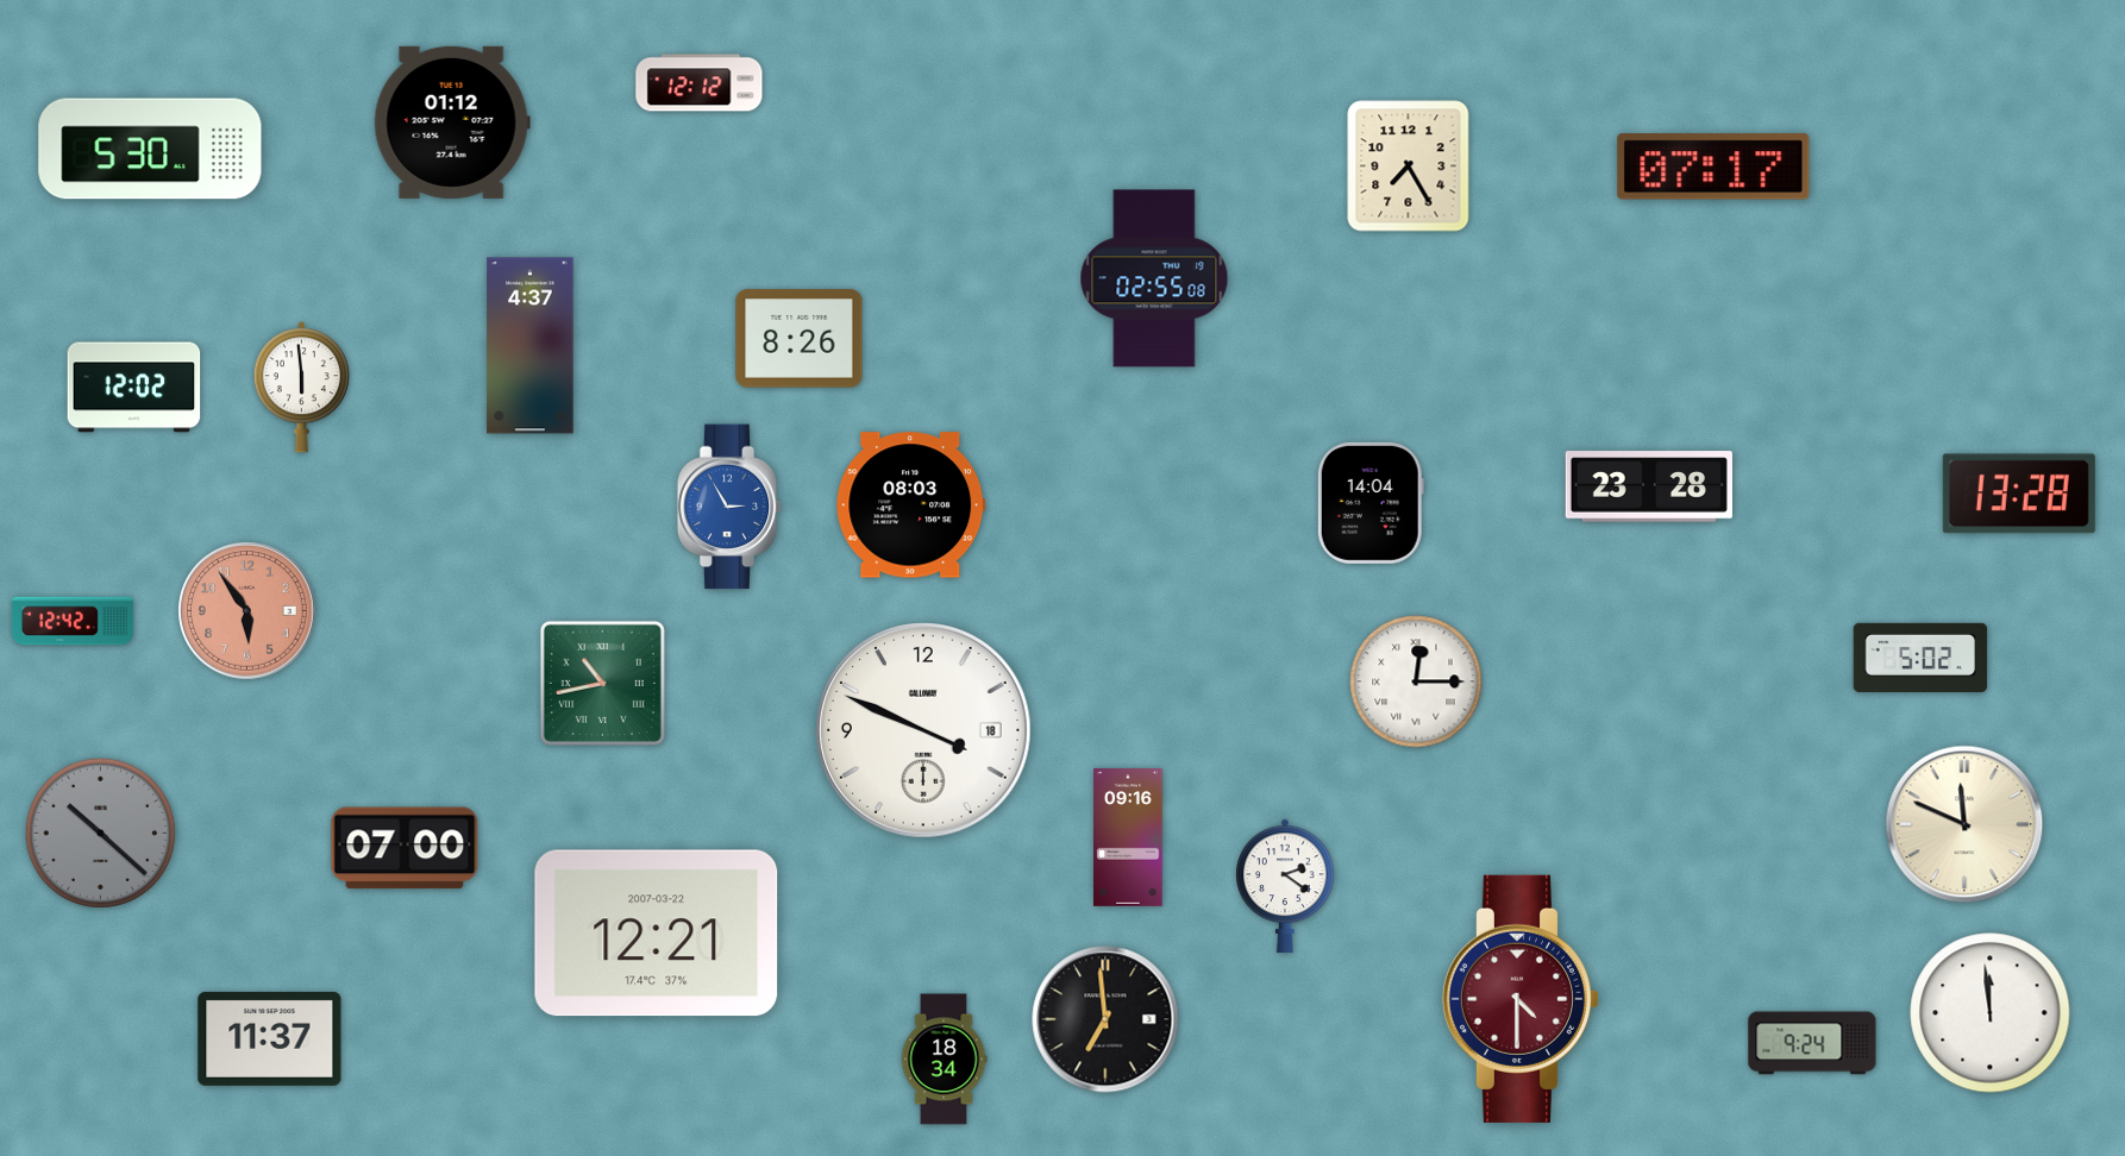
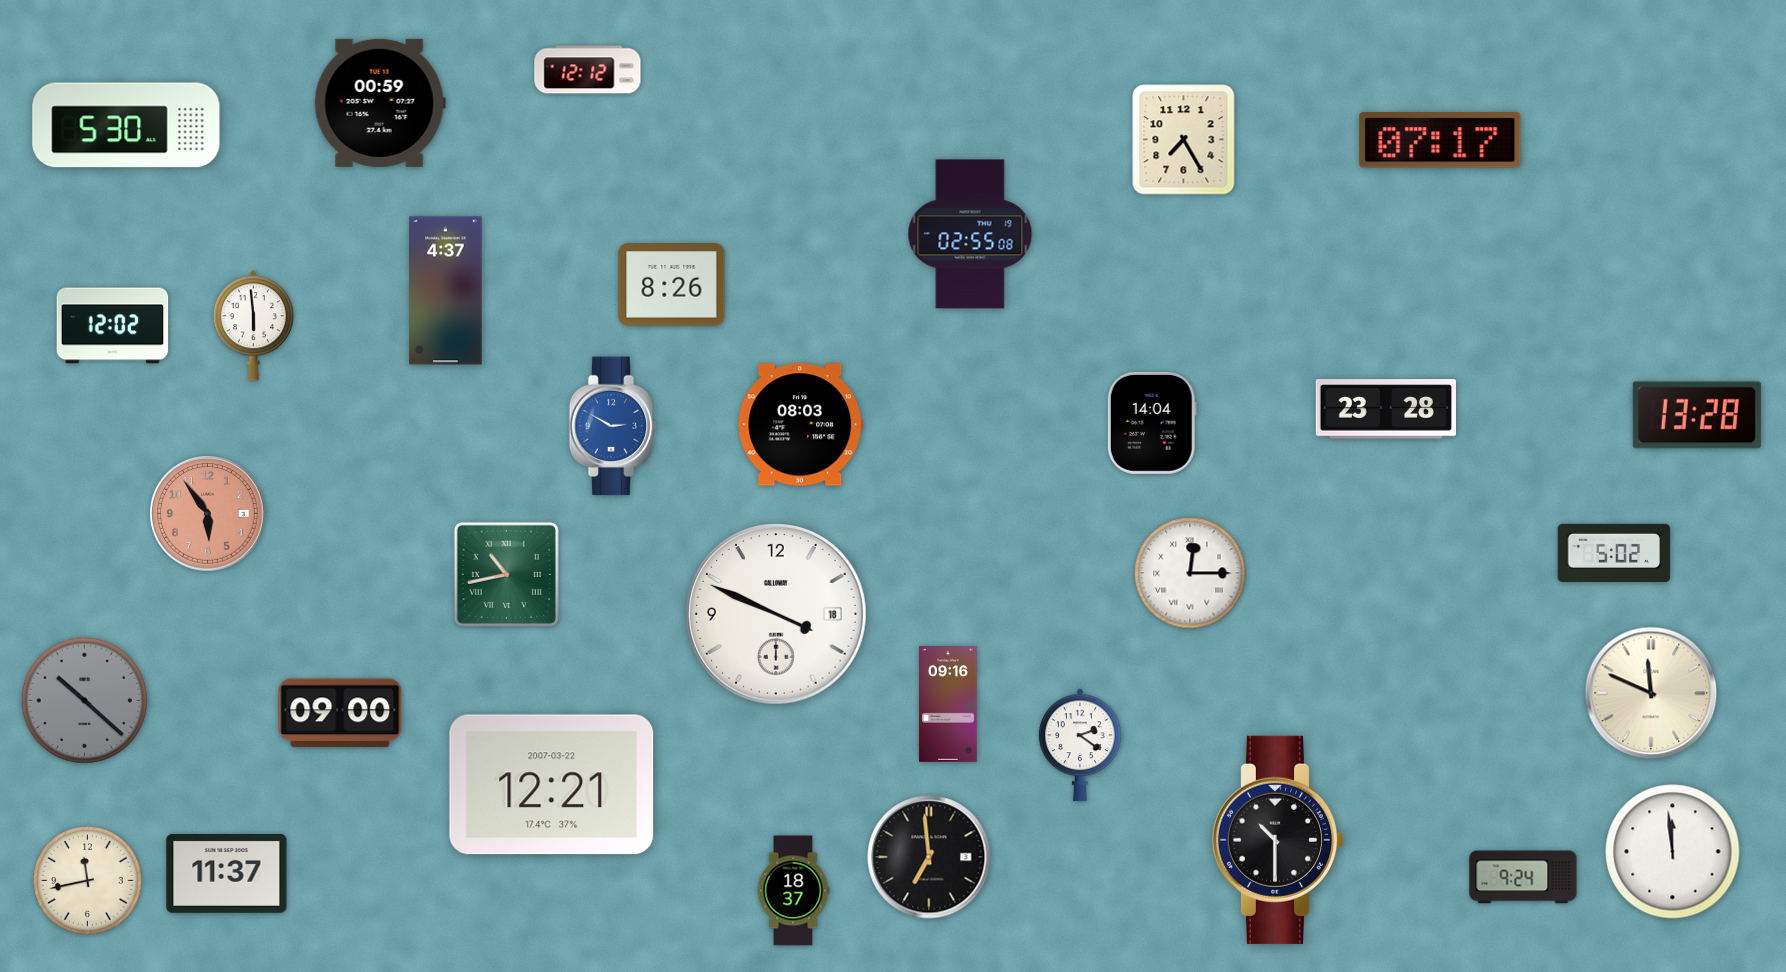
clock at (452, 122): 01:12 -> 00:59
clock at (911, 505) position: (911, 505) -> (801, 425)
clock at (729, 507): 2:55 -> 2:50
clock at (73, 621): 12:42 -> none
clock at (405, 848): 07:00 -> 09:00
clock at (1519, 999): 4:30 -> 10:30
clock at (1519, 999) dial: burgundy -> black
clock at (88, 881): none -> 11:43
clock at (944, 1060): 18:34 -> 18:37
